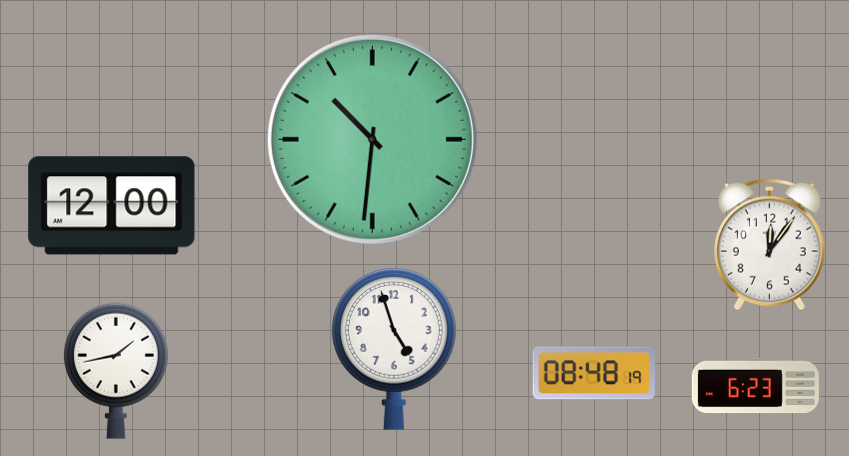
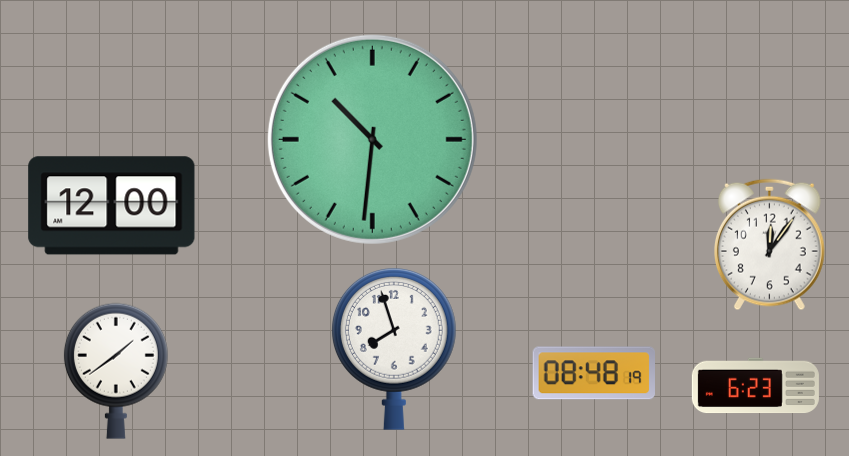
clock at (394, 349): 4:57 -> 7:57
clock at (116, 371): 1:43 -> 1:39
